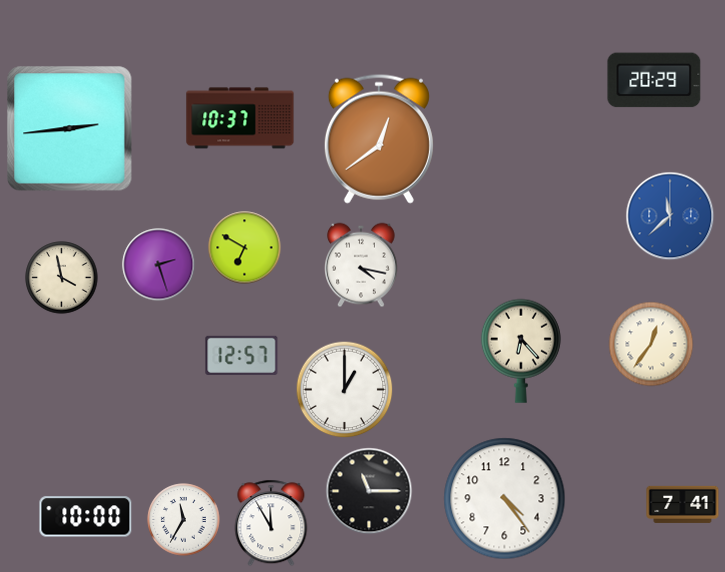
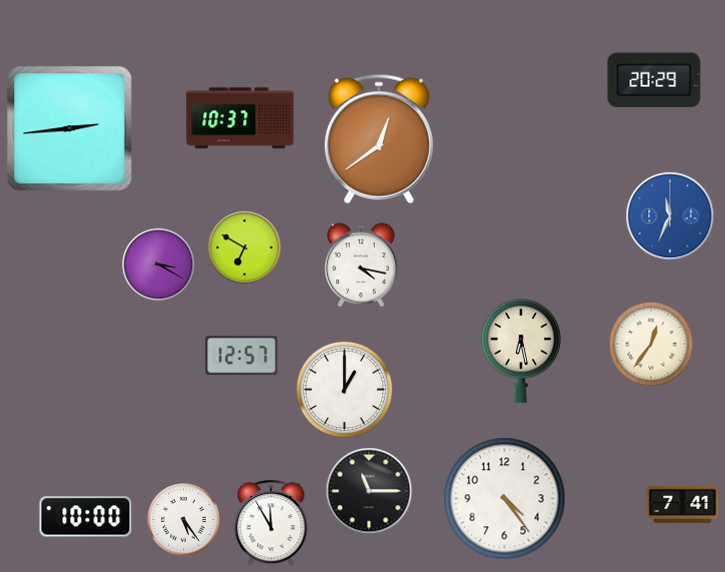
clock at (670, 216): 11:38 -> 11:34
clock at (159, 265): 2:27 -> 3:20
clock at (62, 278): 3:58 -> none
clock at (521, 351): 6:23 -> 6:28
clock at (184, 520): 11:35 -> 5:24
